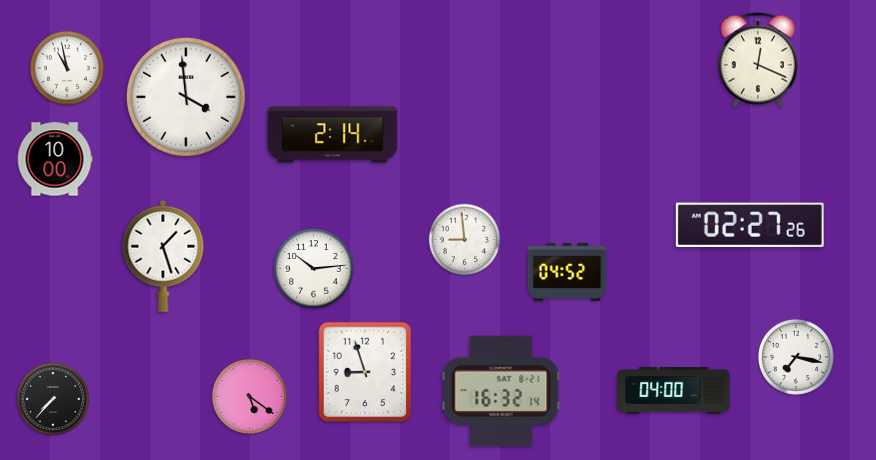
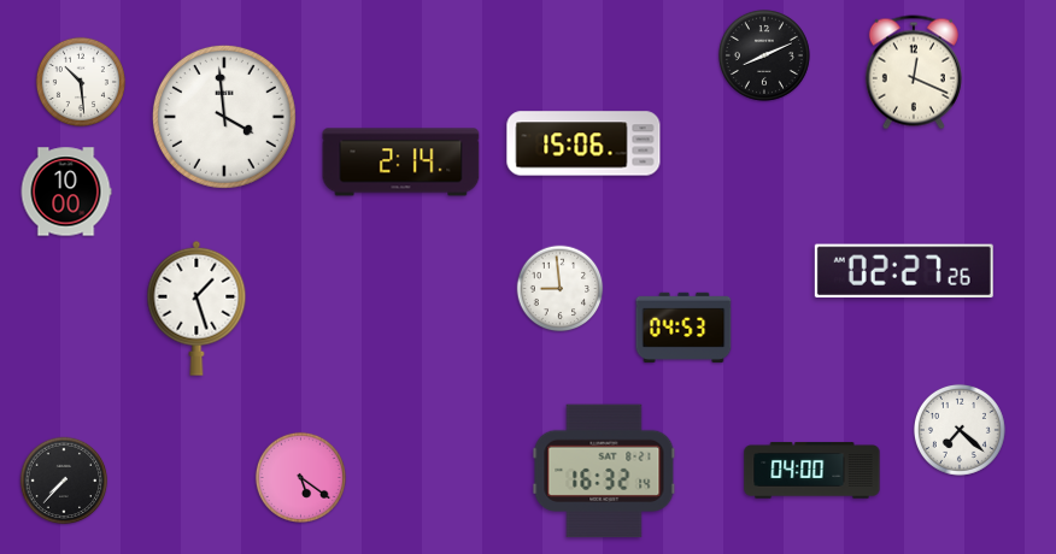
clock at (764, 55): none -> 8:11
clock at (67, 68): 10:58 -> 10:29
clock at (583, 143): none -> 15:06
clock at (314, 269): 10:14 -> none
clock at (567, 272): 04:52 -> 04:53
clock at (796, 357): 7:17 -> 7:22
clock at (365, 372): 8:57 -> none
